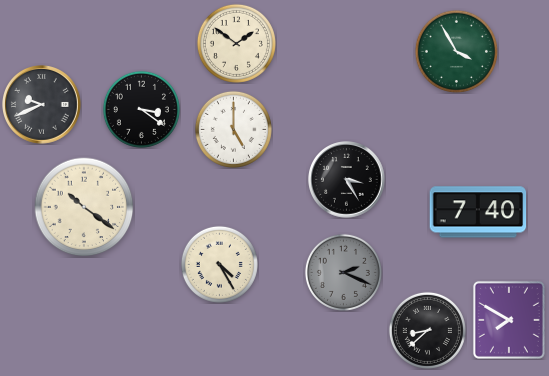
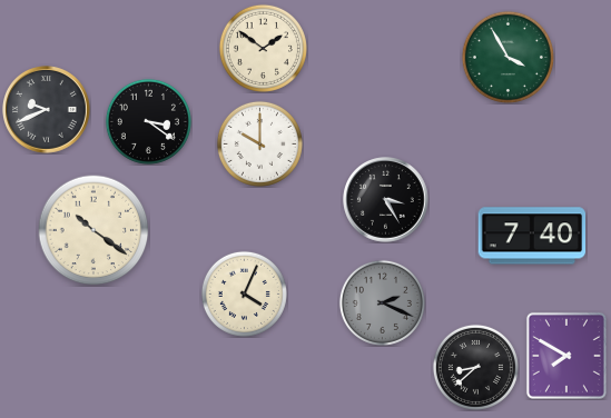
clock at (42, 105) position: (42, 105) -> (47, 110)
clock at (141, 109) position: (141, 109) -> (148, 121)
clock at (233, 129): 5:00 -> 10:00
clock at (219, 264): 4:25 -> 4:04
